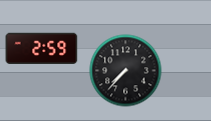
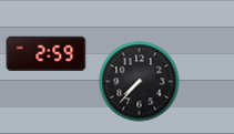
clock at (126, 71) position: (126, 71) -> (140, 82)
